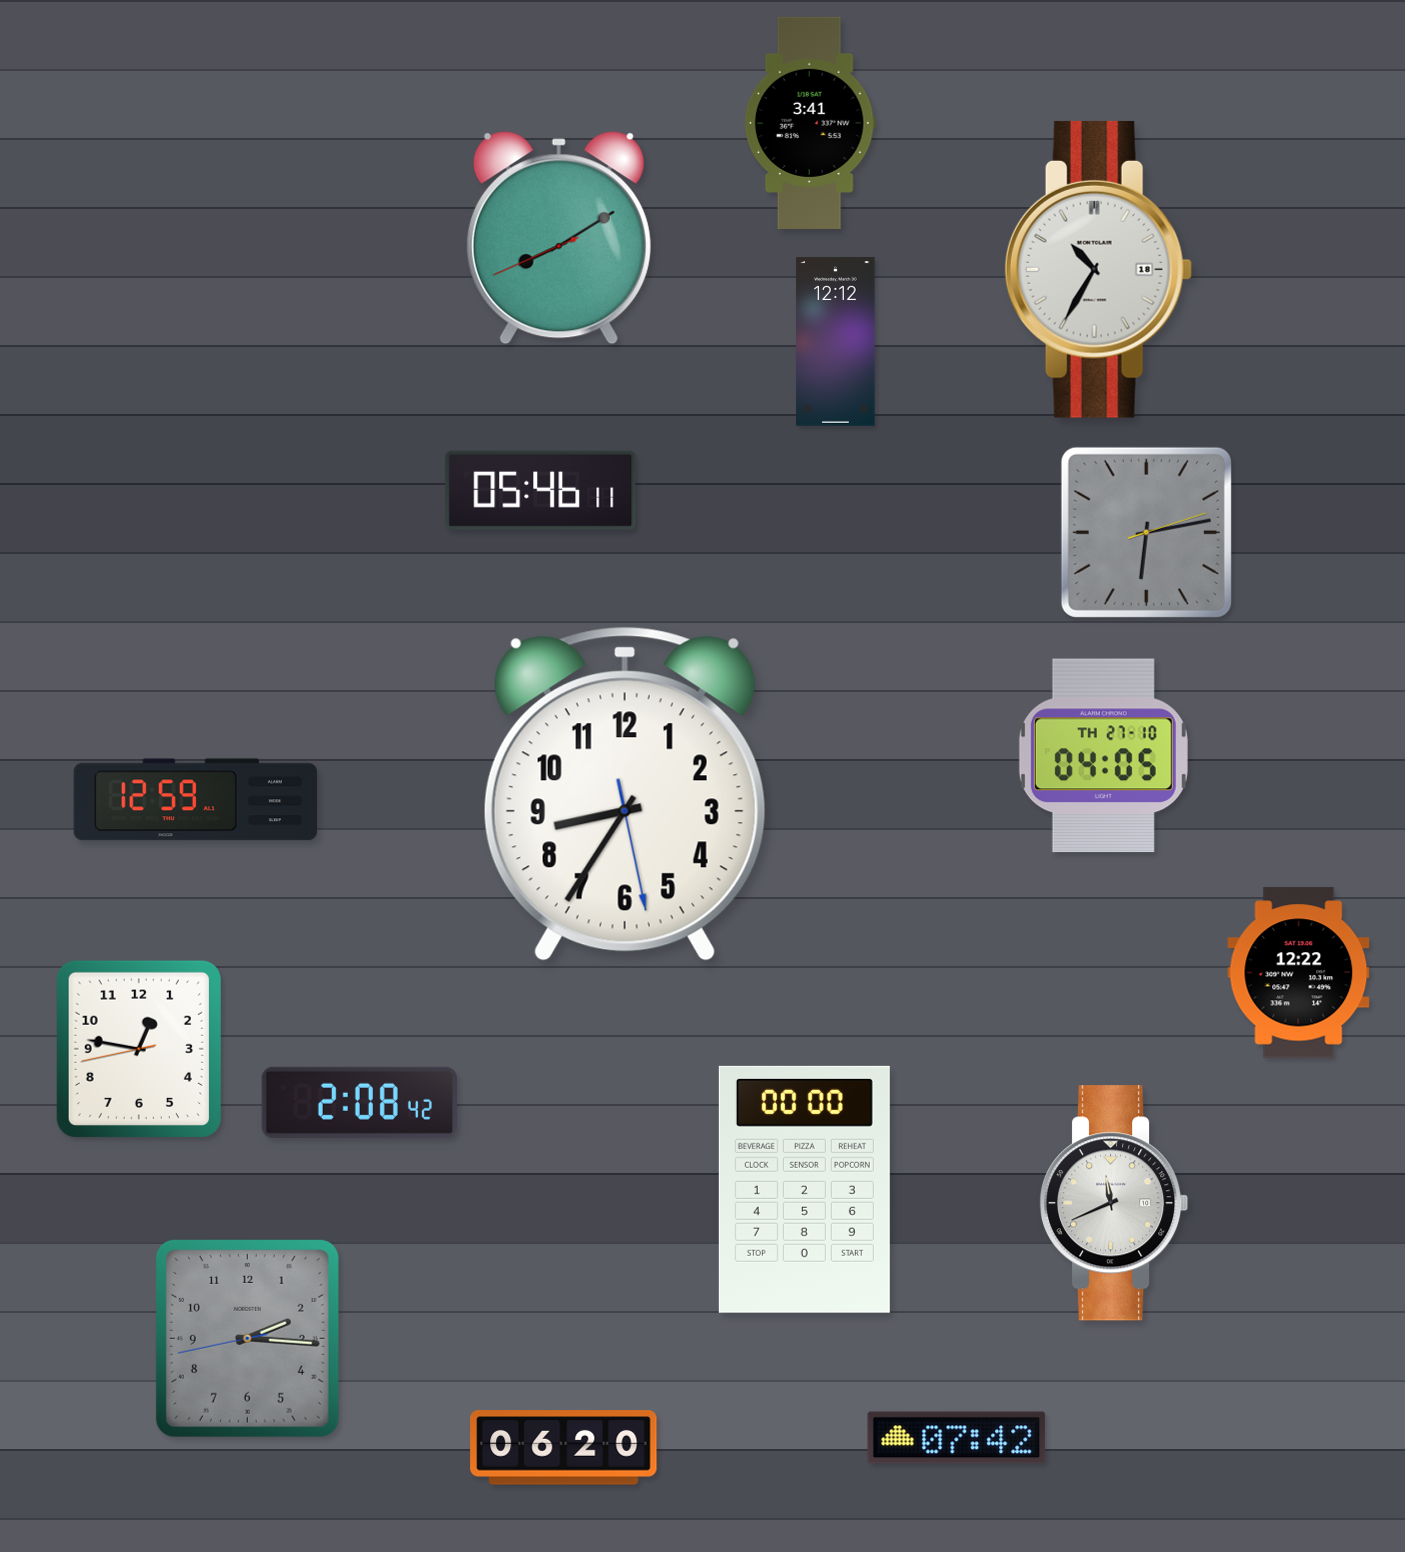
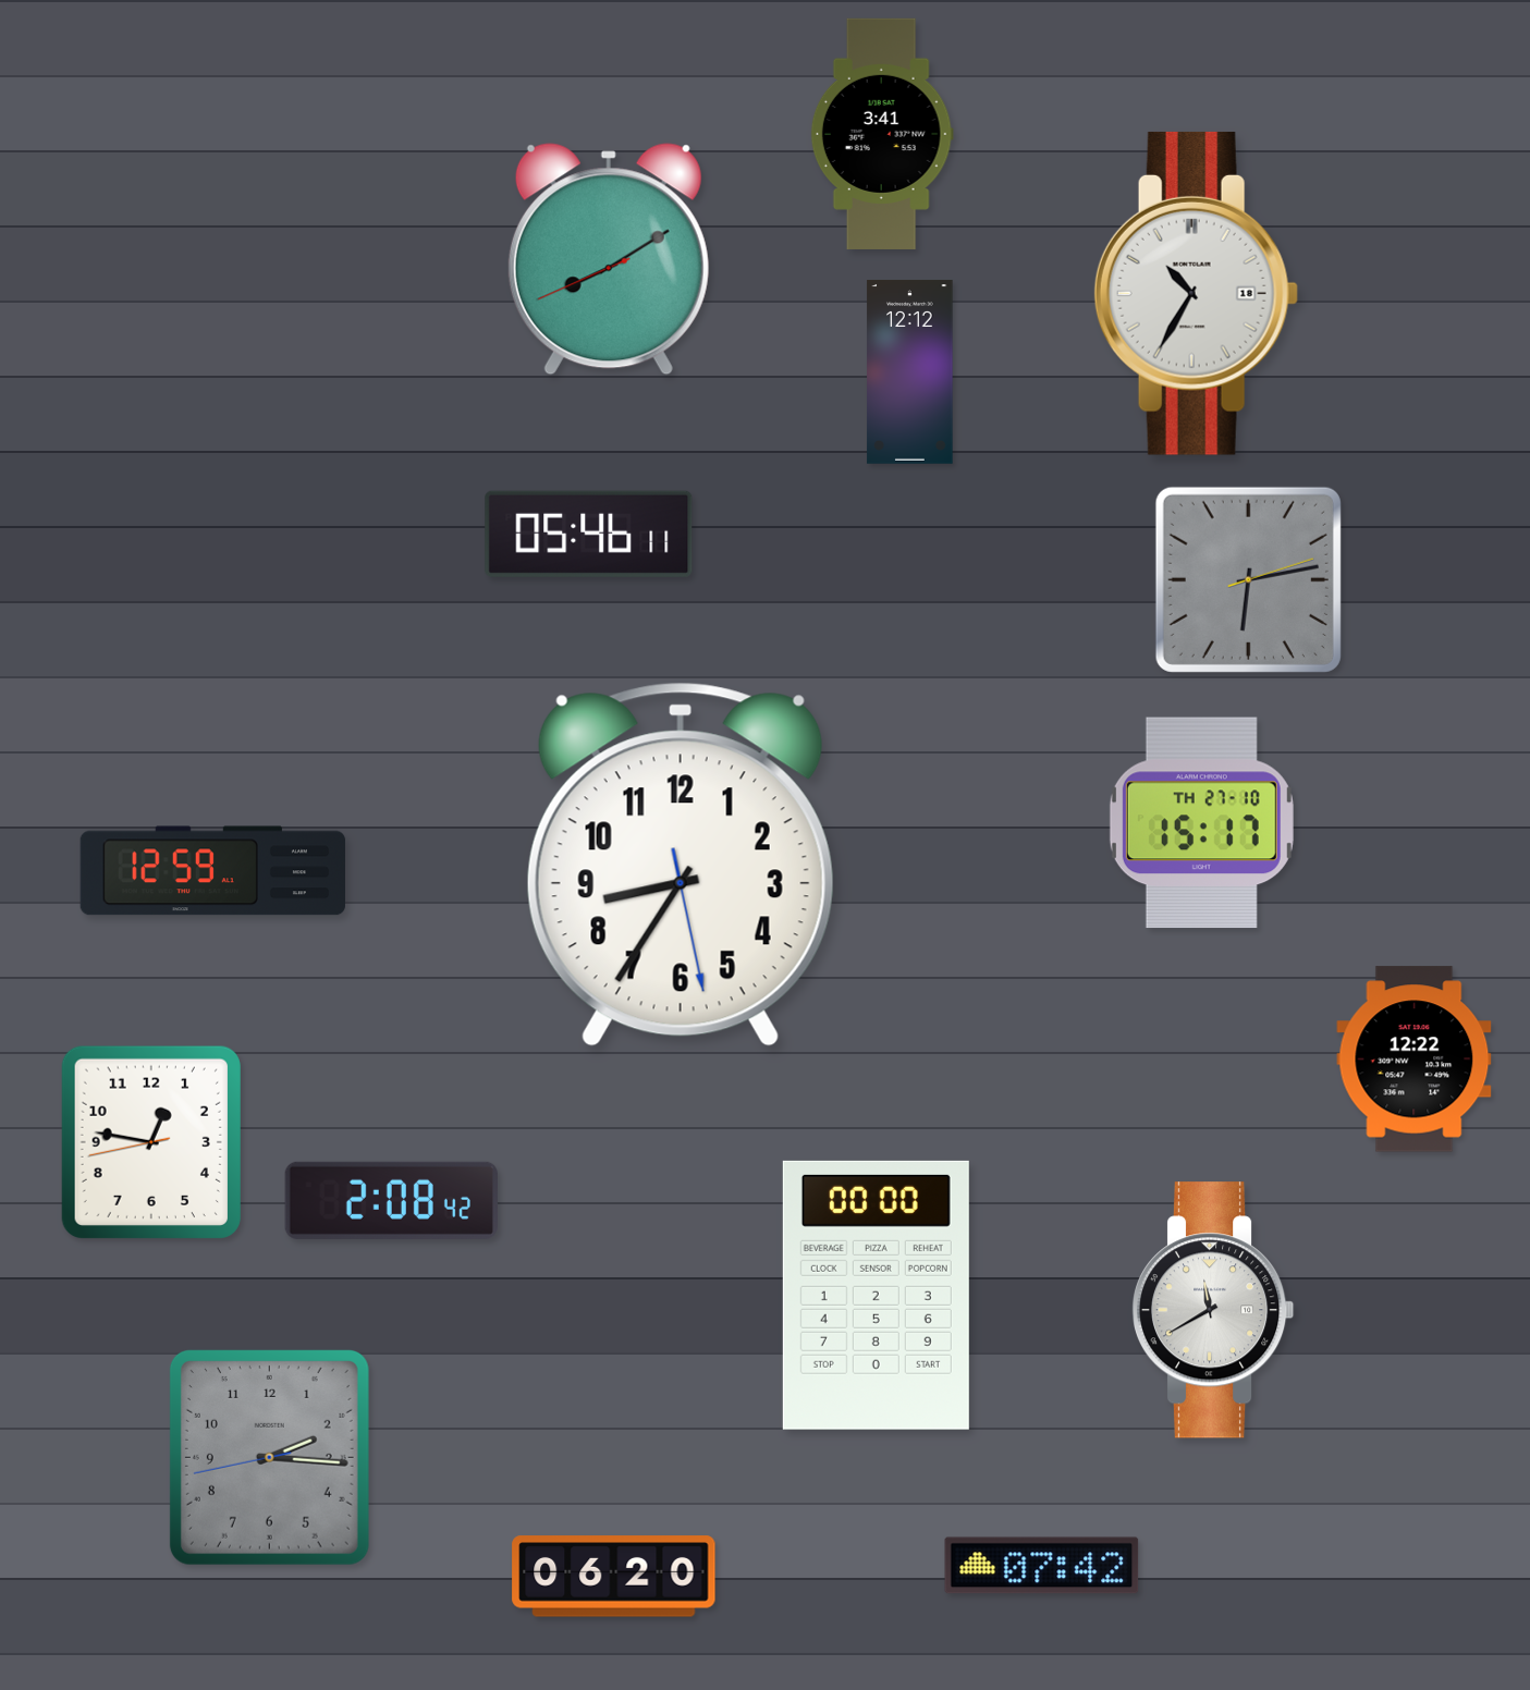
clock at (1103, 756): 04:05 -> 15:17
clock at (1114, 1203): 11:41 -> 11:40
